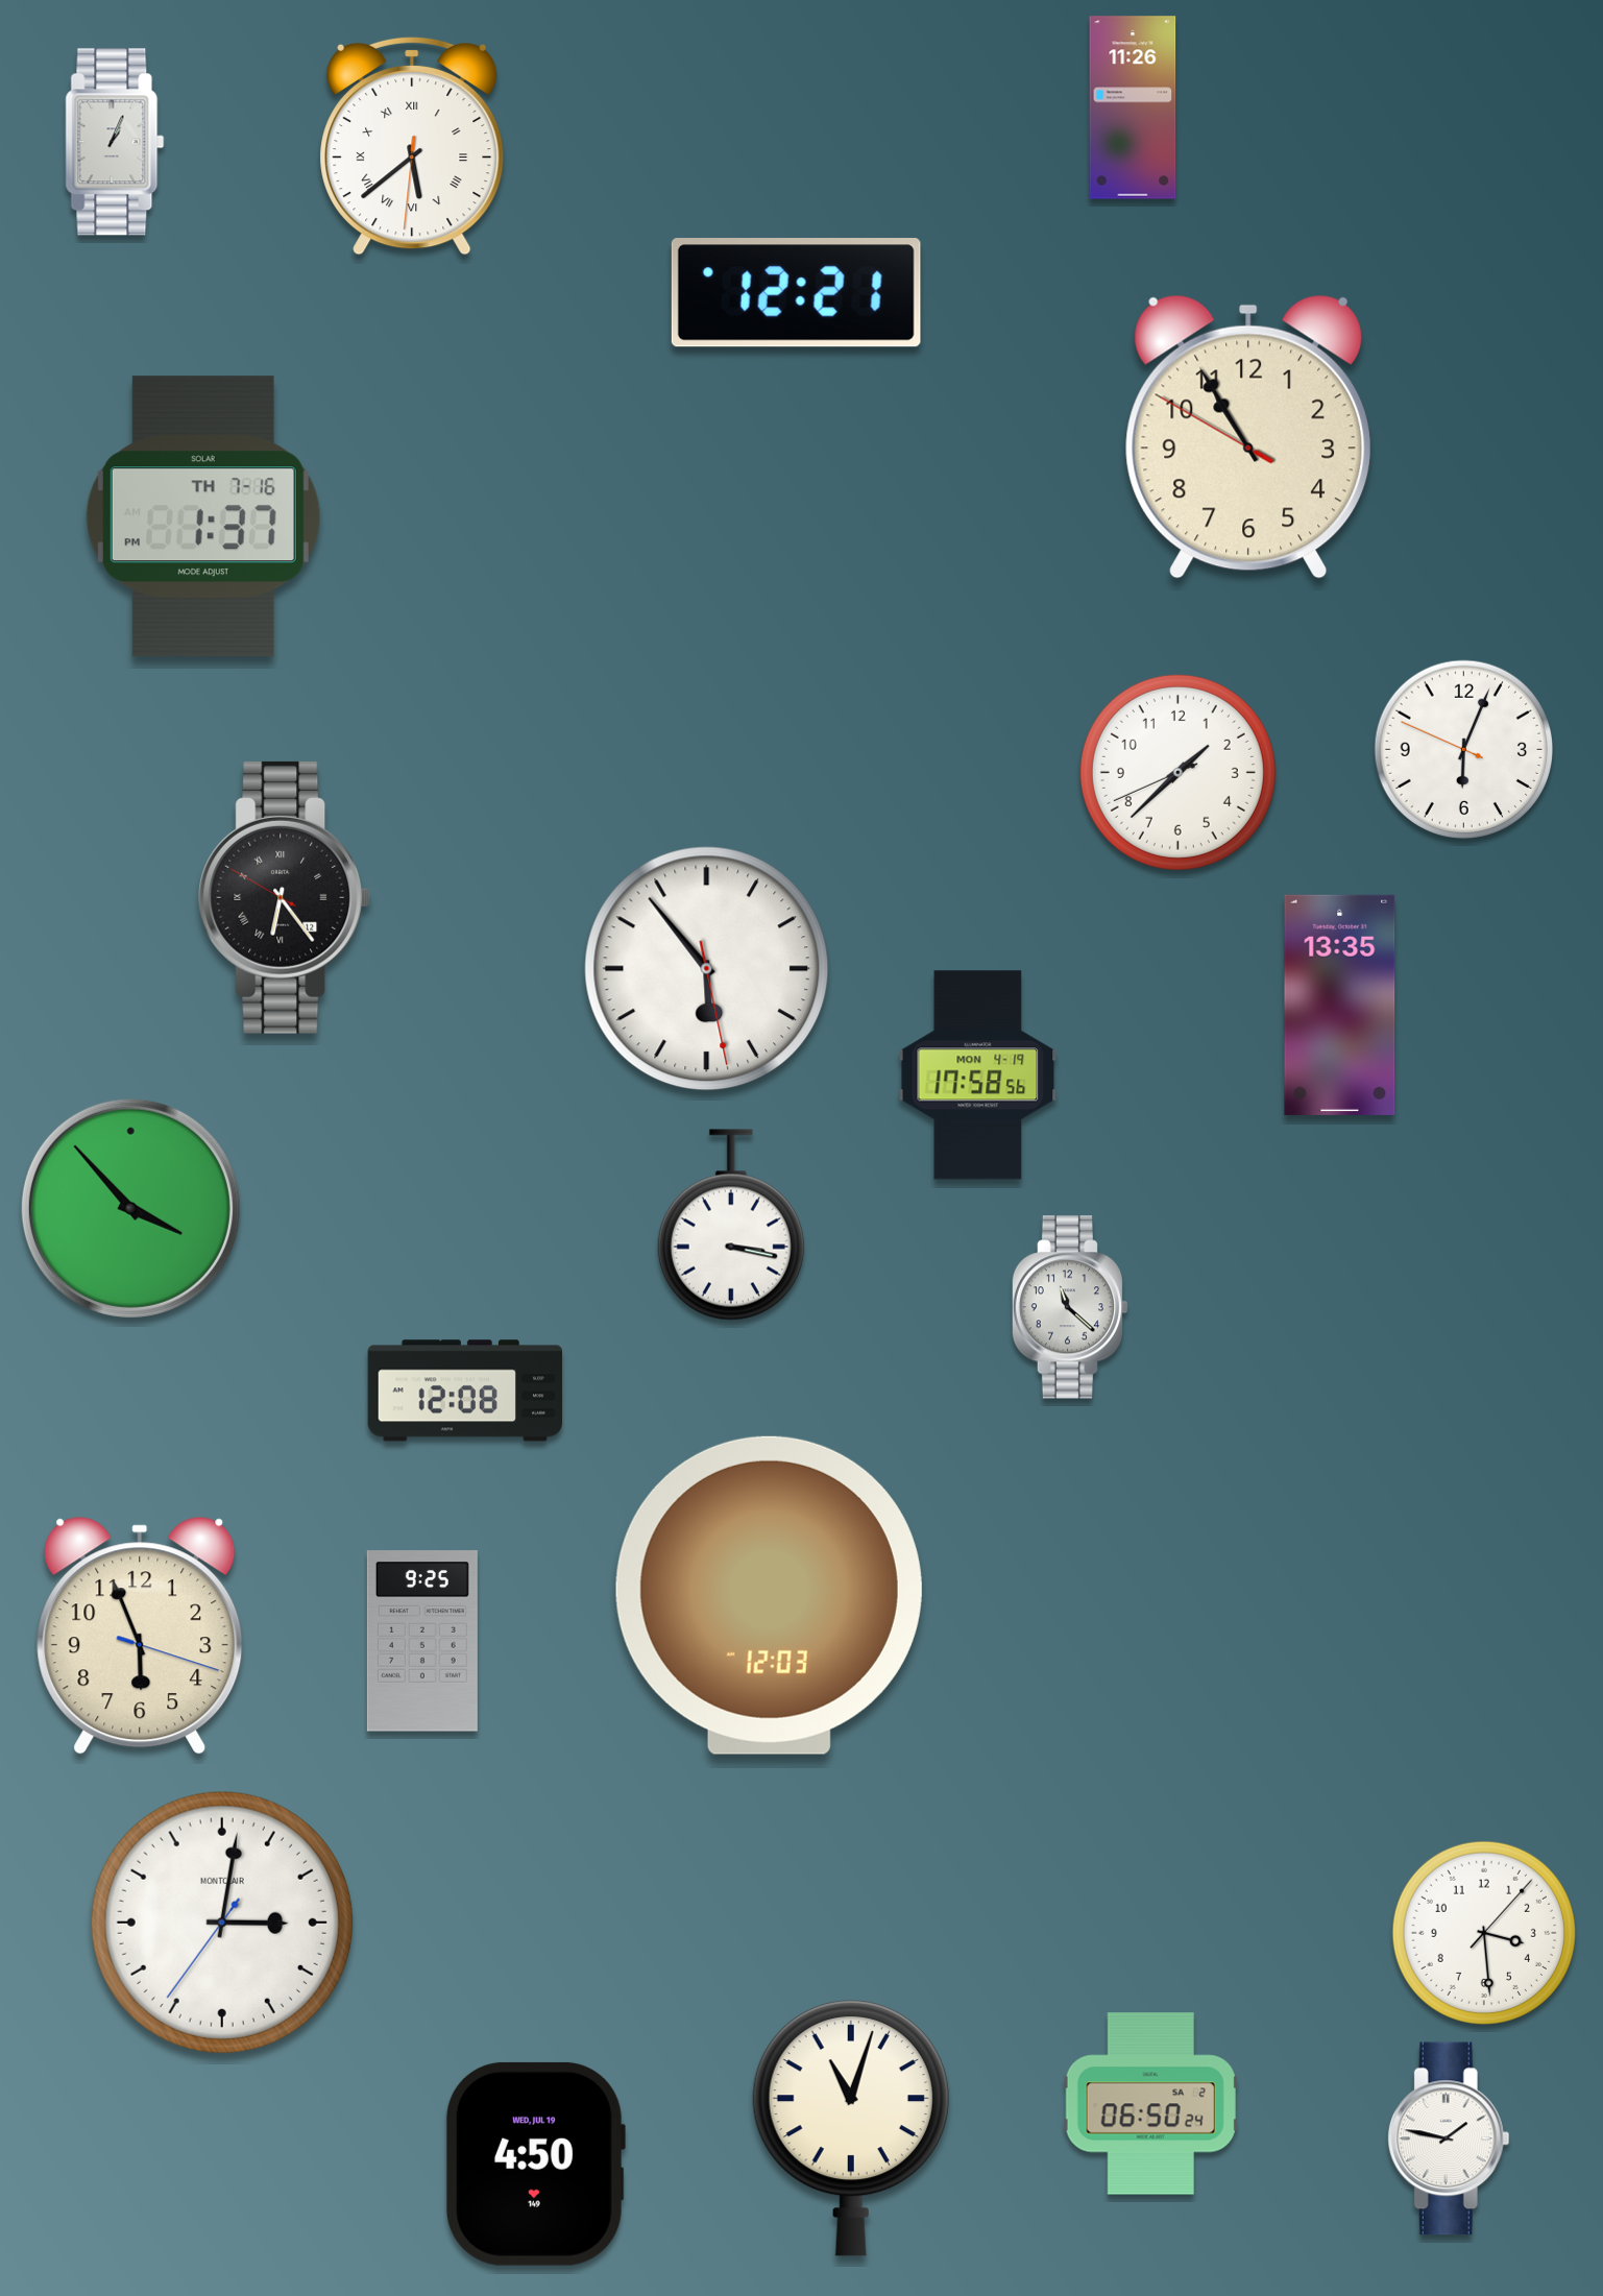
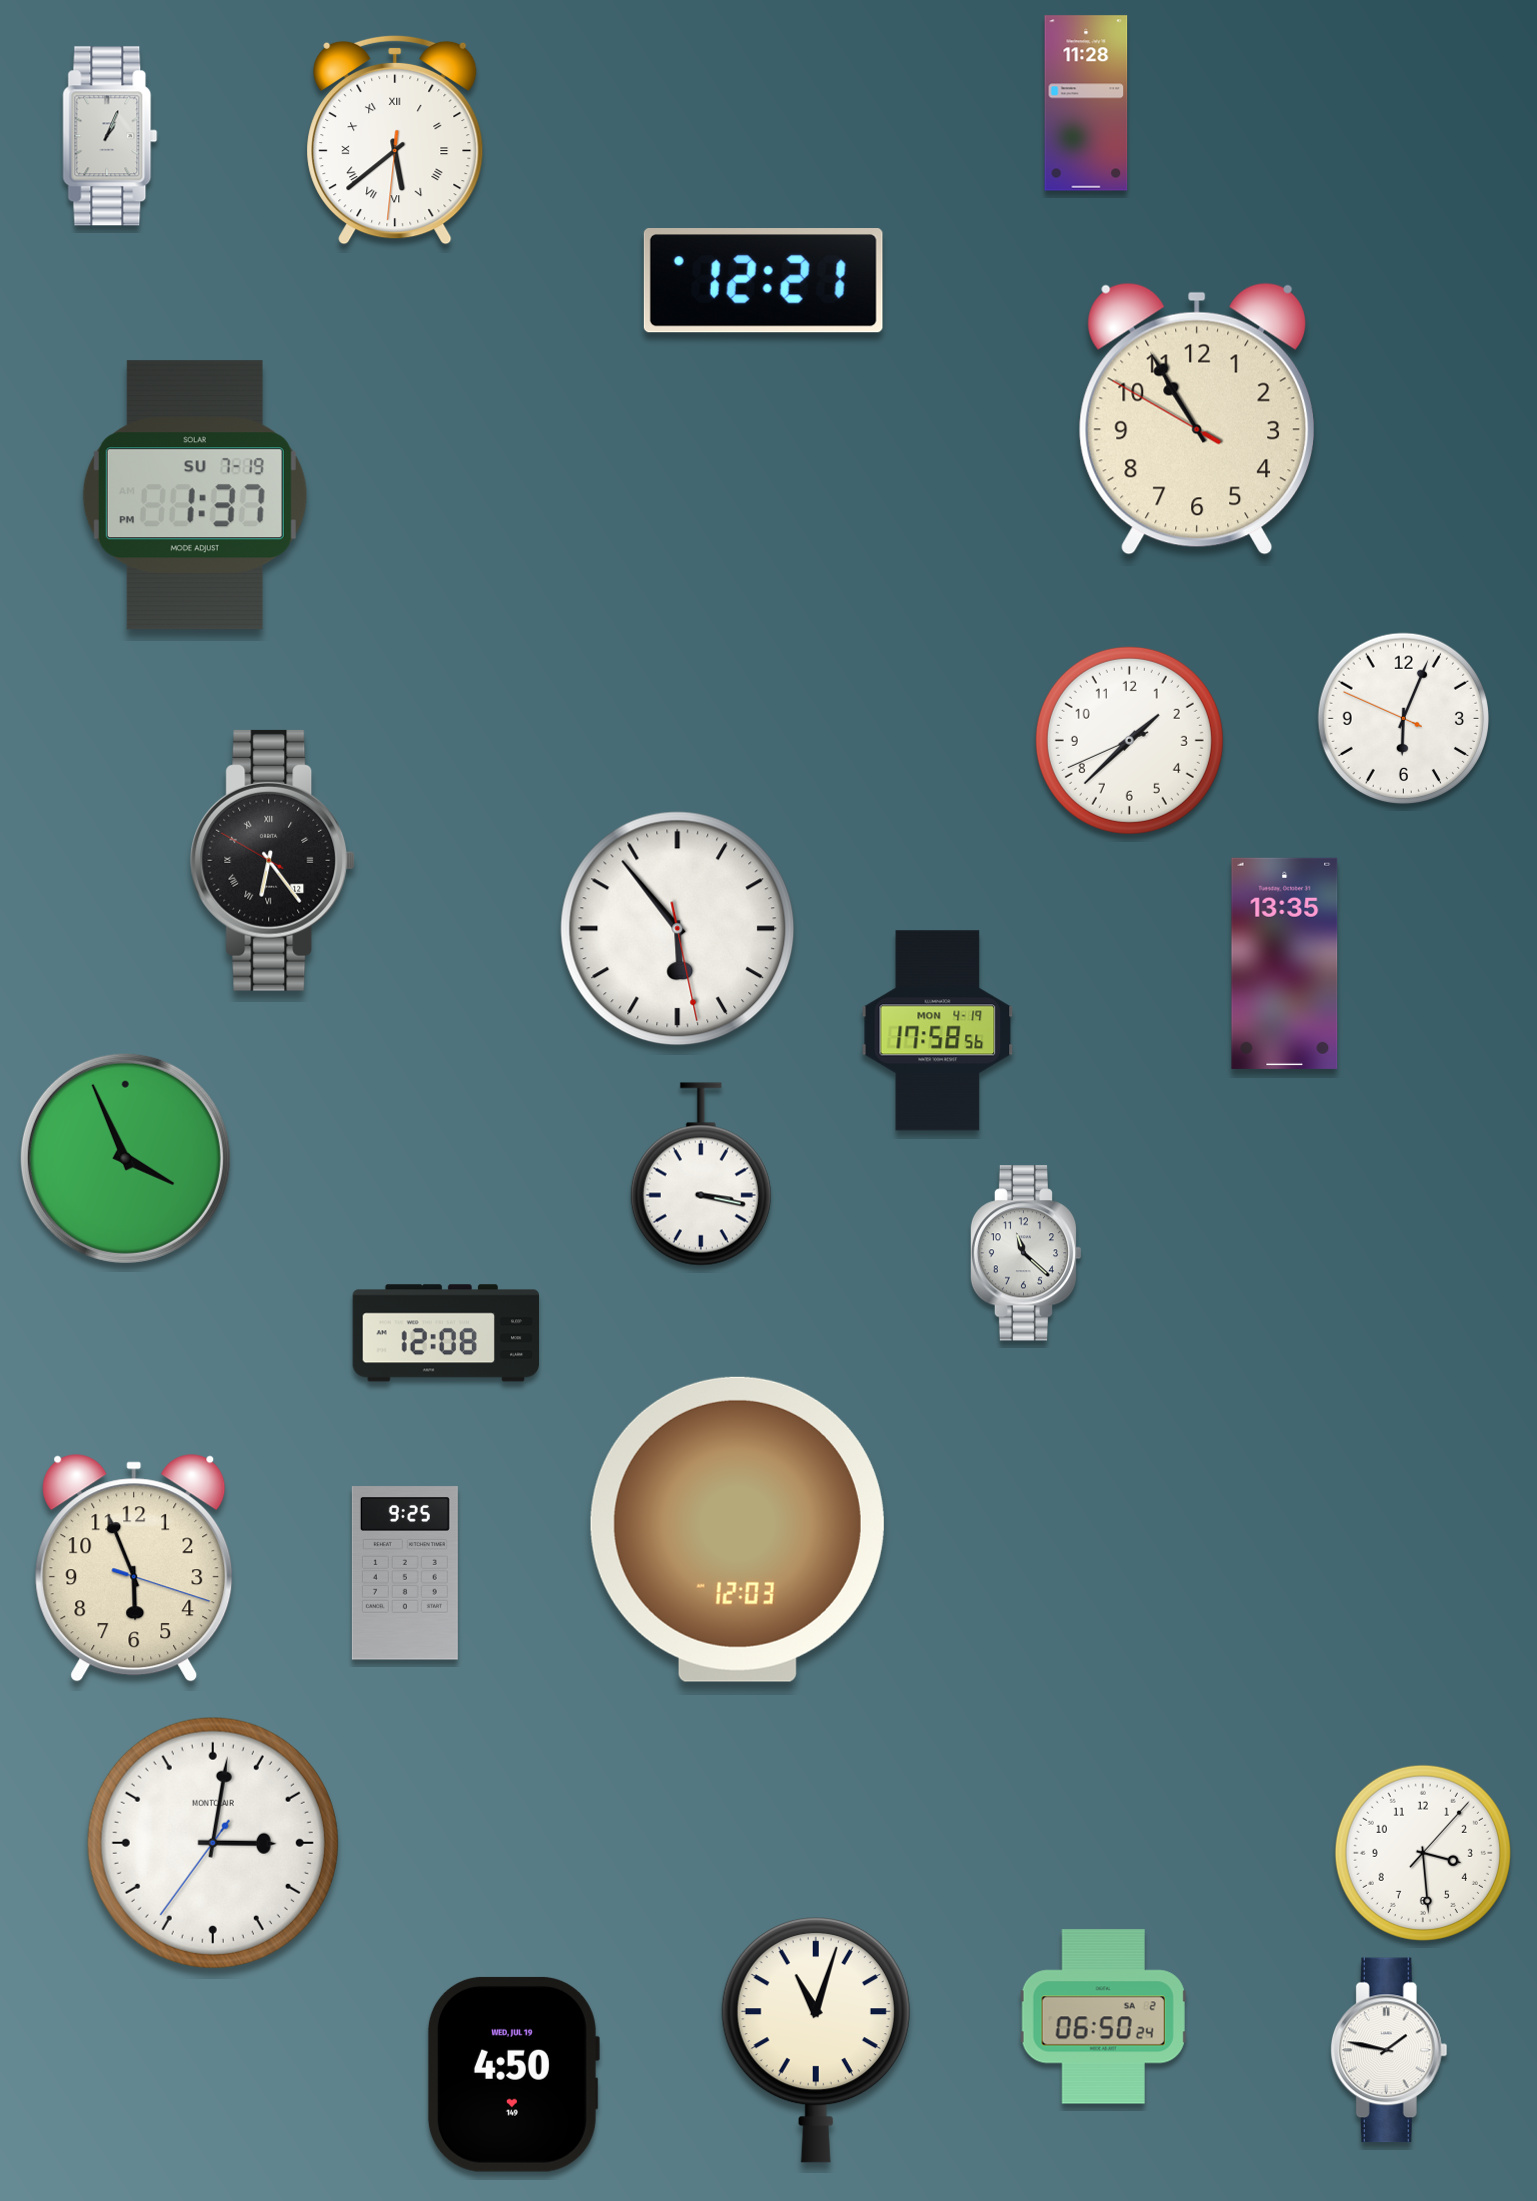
clock at (1133, 107): 11:26 -> 11:28
clock at (203, 516) date: TH 7-16 -> SU 7-19
clock at (130, 1208): 3:53 -> 3:56
